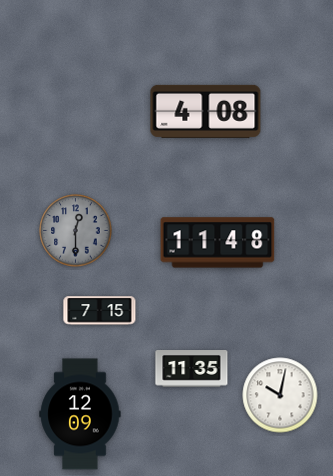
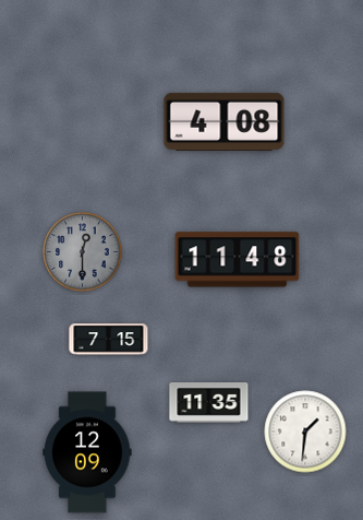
clock at (218, 243) position: (218, 243) -> (238, 260)
clock at (280, 395): 10:02 -> 1:31
